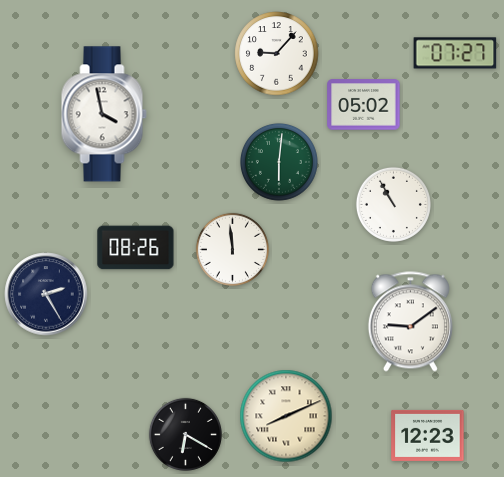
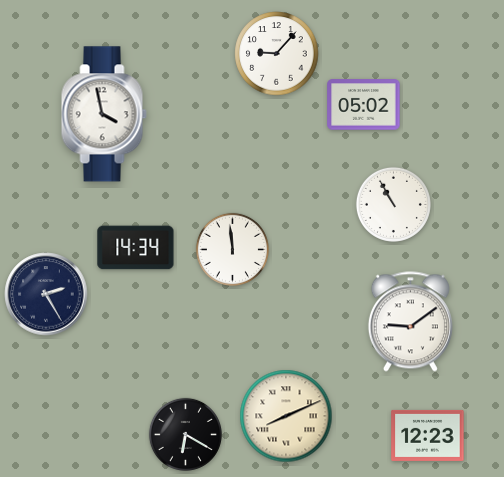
clock at (455, 53): 07:27 -> none
clock at (279, 162): 6:01 -> none
clock at (136, 248): 08:26 -> 14:34
